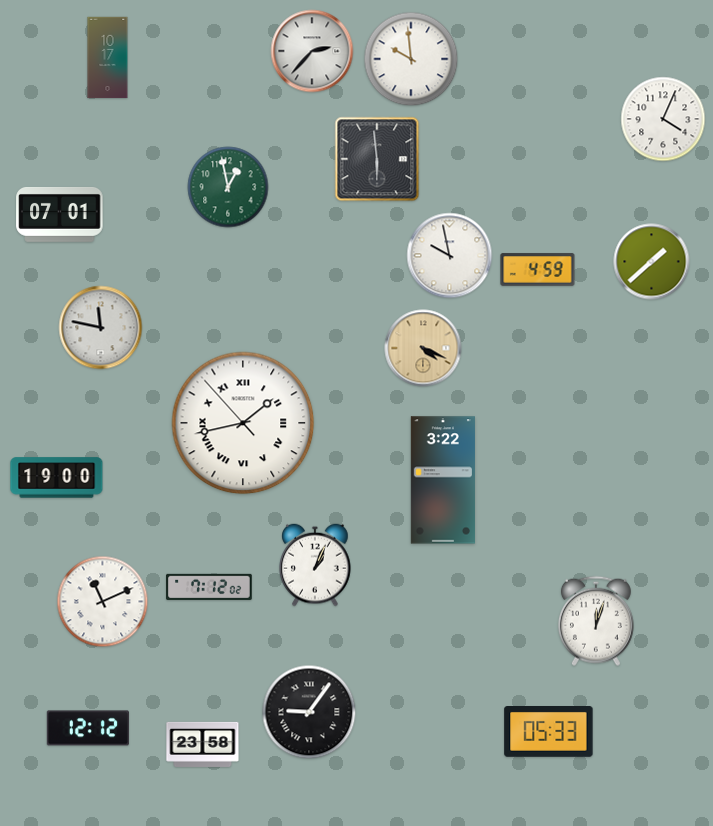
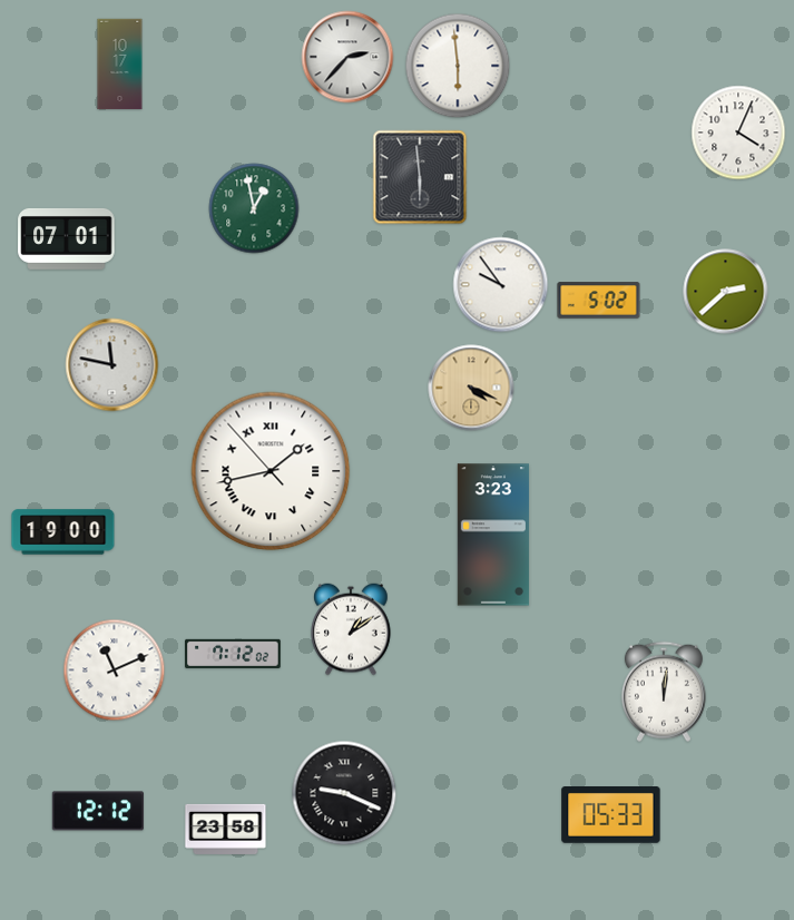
clock at (411, 59): 9:59 -> 5:59
clock at (450, 256): 9:58 -> 9:54
clock at (652, 262): 1:38 -> 2:38
clock at (538, 270): 4:59 -> 5:02
clock at (443, 480): 3:22 -> 3:23
clock at (315, 565): 1:04 -> 1:09
clock at (596, 621): 12:03 -> 12:01
clock at (309, 712): 9:06 -> 9:19
